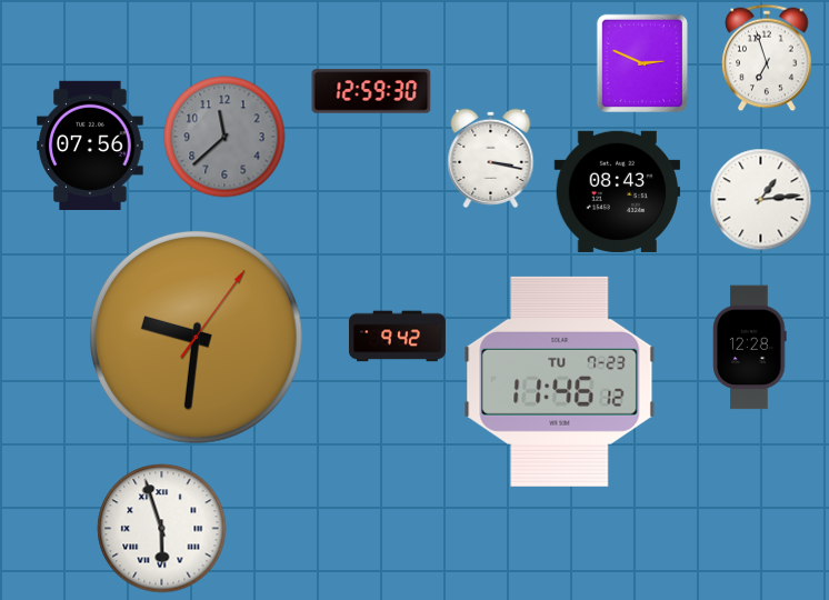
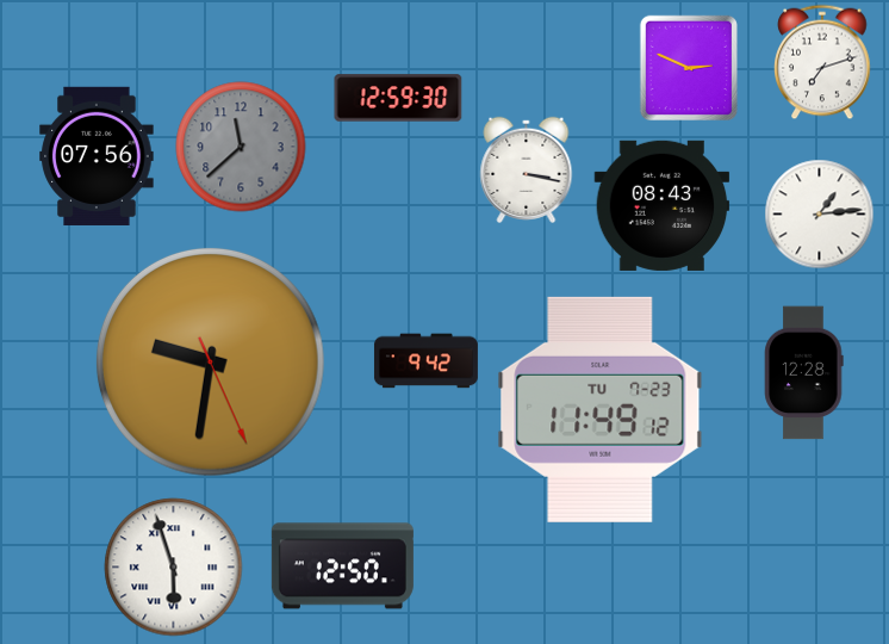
clock at (767, 58): 6:57 -> 7:12
clock at (761, 200) position: (761, 200) -> (820, 215)
clock at (196, 337): 9:31:06 -> 9:31:26
clock at (560, 381): 11:46 -> 11:49
clock at (342, 566): none -> 12:50
